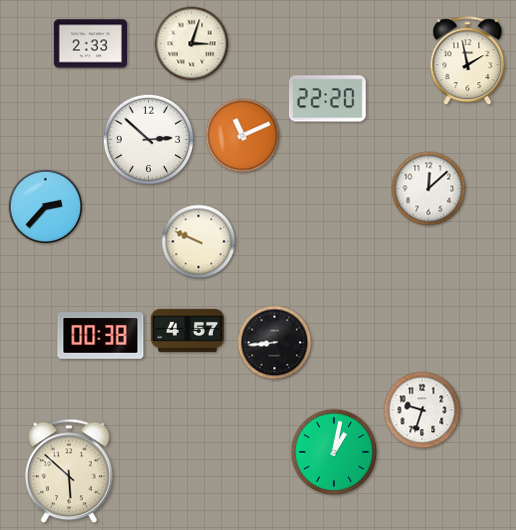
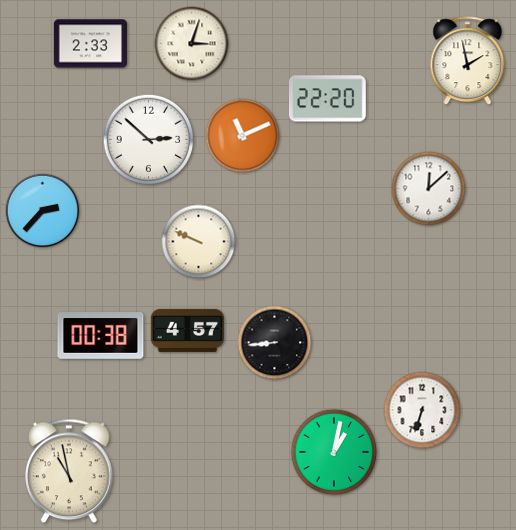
clock at (46, 207) position: (46, 207) -> (43, 211)
clock at (422, 410): 9:33 -> 6:33
clock at (70, 471): 5:52 -> 10:58
